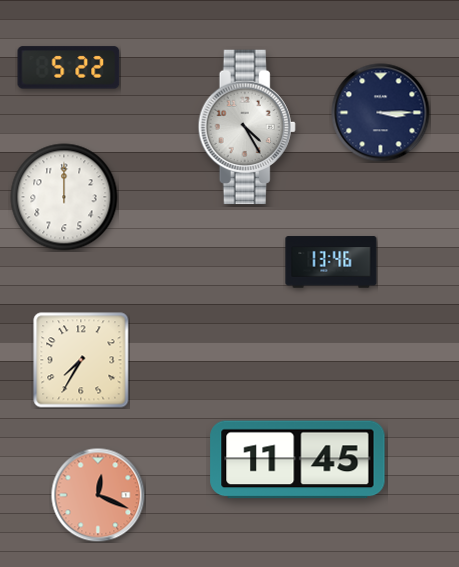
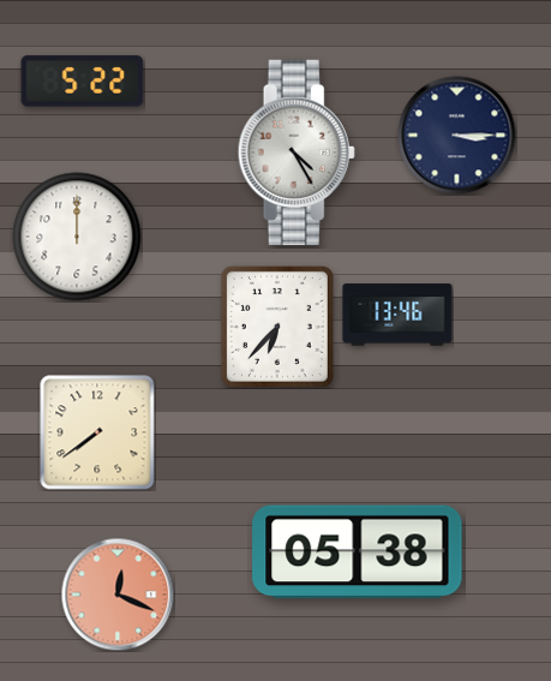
clock at (277, 327): none -> 6:37
clock at (81, 360): 7:35 -> 7:39
clock at (298, 460): 11:45 -> 05:38
